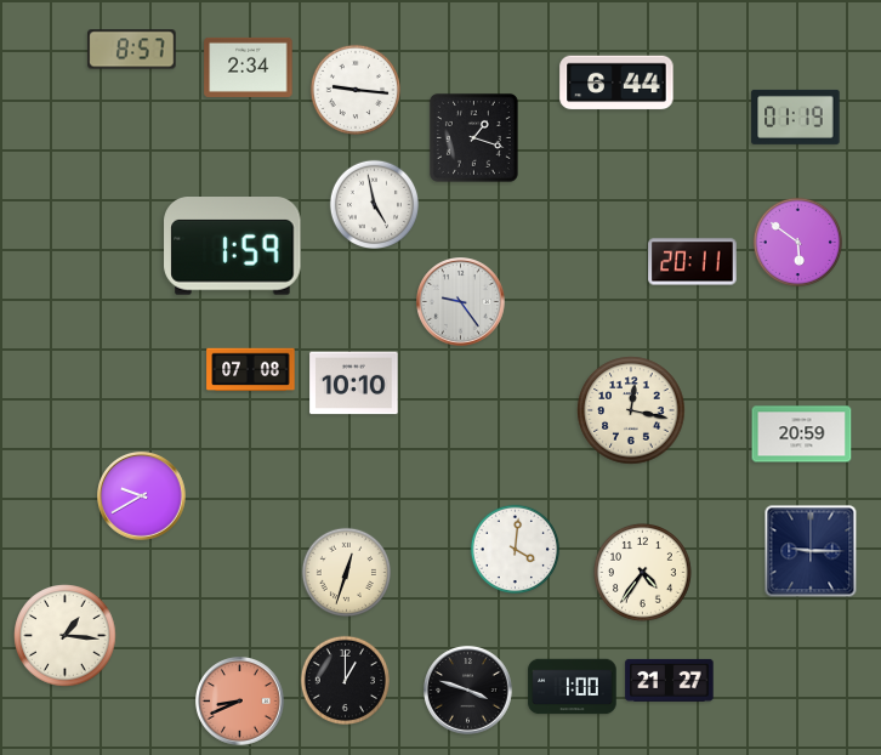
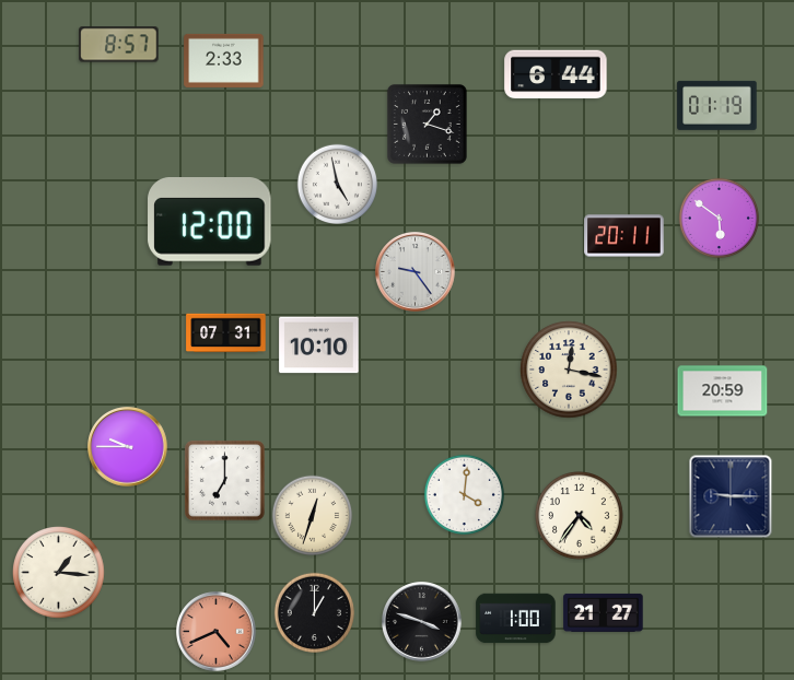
clock at (249, 67): 2:34 -> 2:33
clock at (356, 90): 9:16 -> none
clock at (233, 246): 1:59 -> 12:00
clock at (251, 370): 07:08 -> 07:31
clock at (142, 496): 9:40 -> 9:45
clock at (224, 480): none -> 7:00
clock at (345, 680) position: (345, 680) -> (314, 612)
clock at (240, 702): 8:41 -> 4:41
